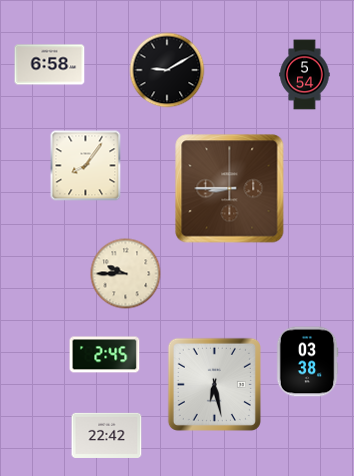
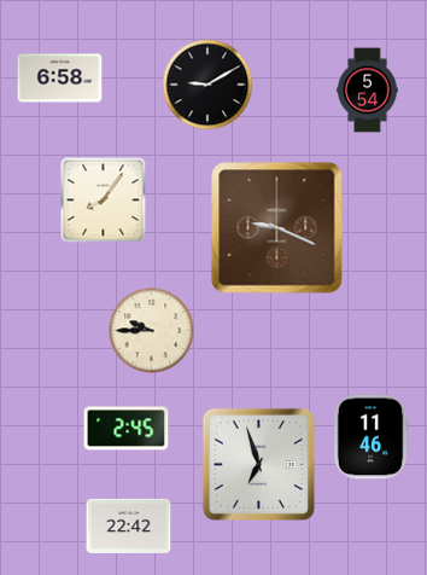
clock at (167, 70) position: (167, 70) -> (207, 85)
clock at (230, 189): 8:45 -> 9:19
clock at (307, 362): 03:38 -> 11:46
clock at (214, 384): 6:28 -> 6:57
